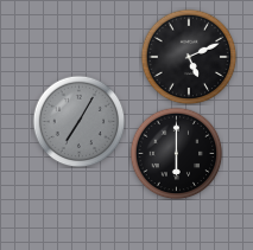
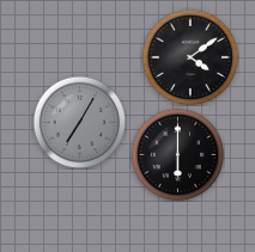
clock at (189, 57): 5:11 -> 4:09
